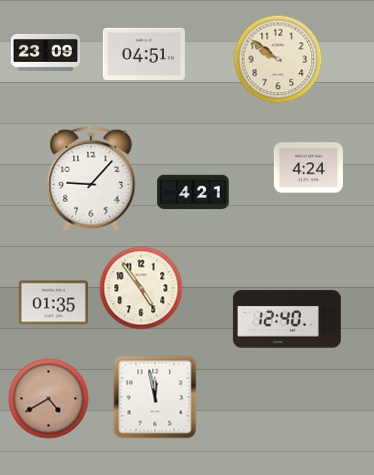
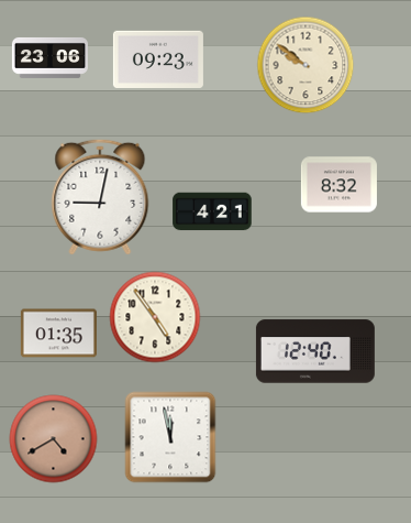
clock at (45, 53): 23:09 -> 23:06
clock at (144, 54): 04:51 -> 09:23
clock at (308, 168): 4:24 -> 8:32
clock at (91, 179): 9:07 -> 9:02
